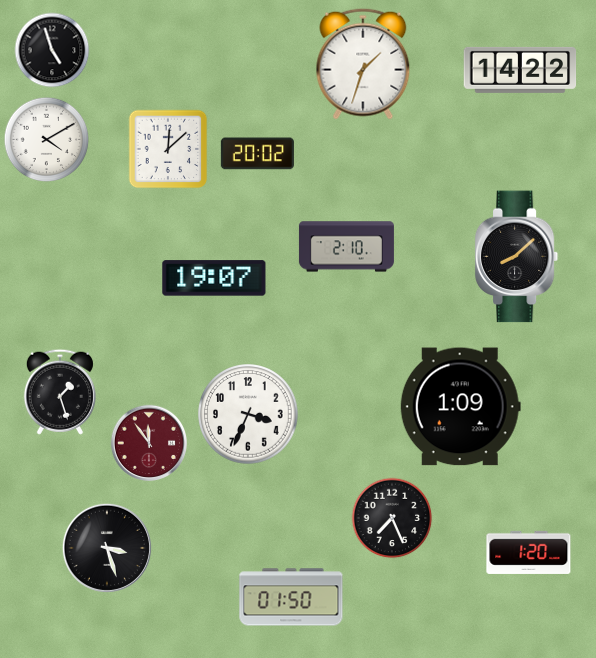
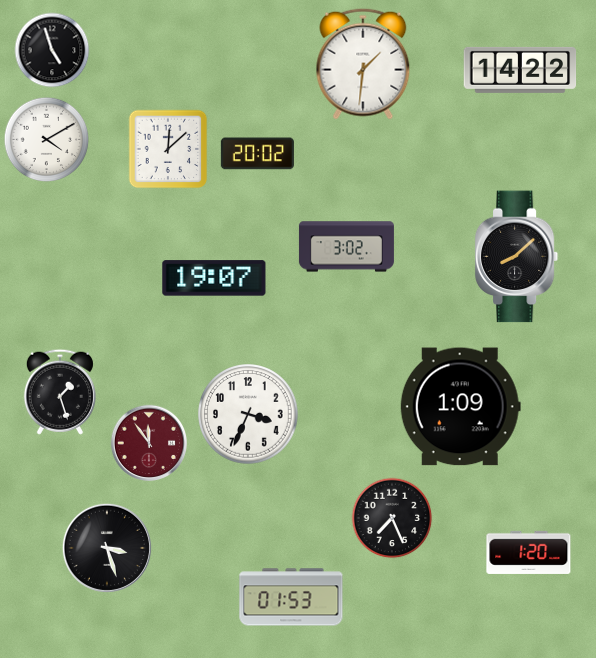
clock at (363, 64): 1:33 -> 1:31
clock at (346, 247): 2:10 -> 3:02
clock at (291, 597): 01:50 -> 01:53
